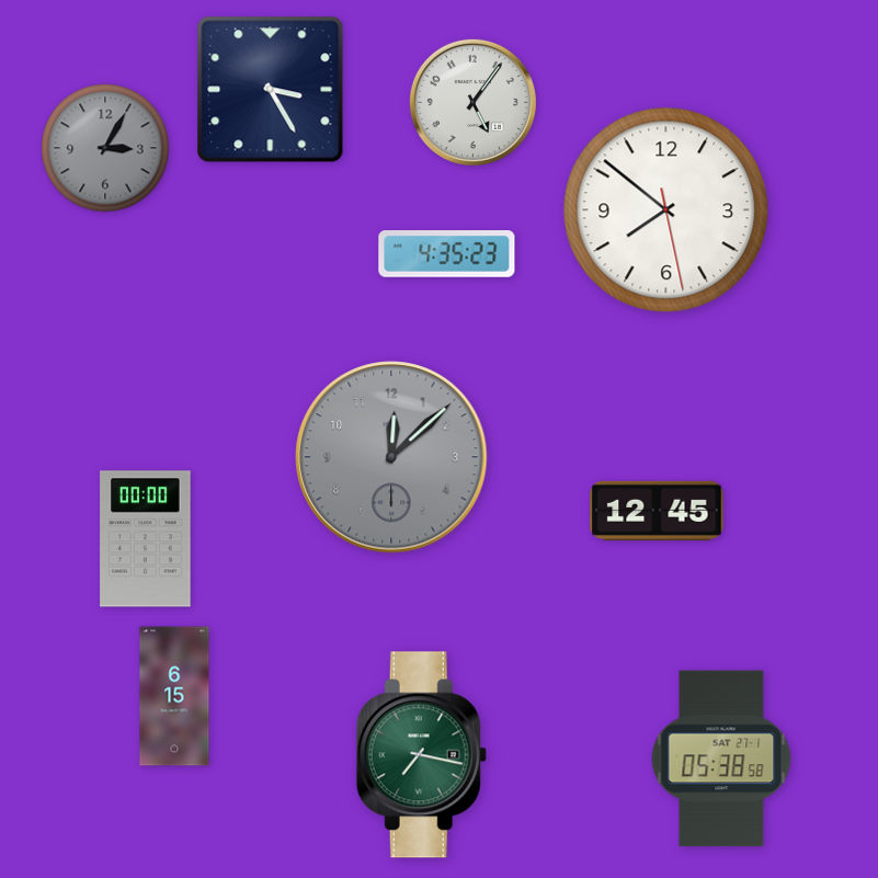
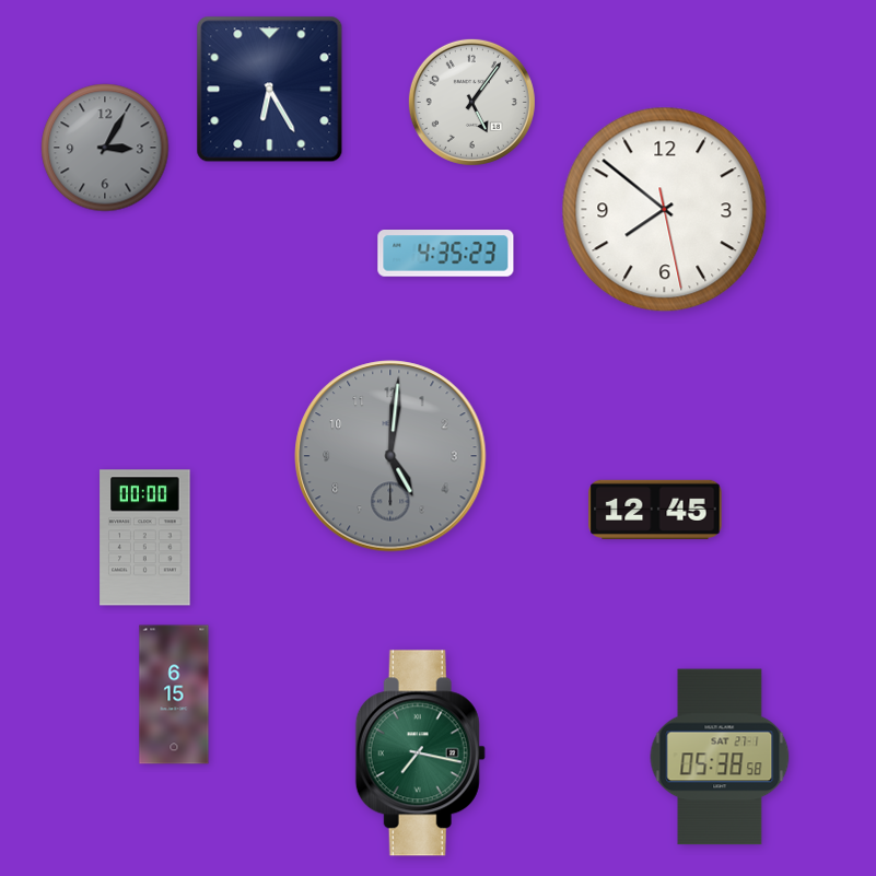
clock at (271, 90): 3:25 -> 6:25
clock at (391, 457): 12:08 -> 5:01
